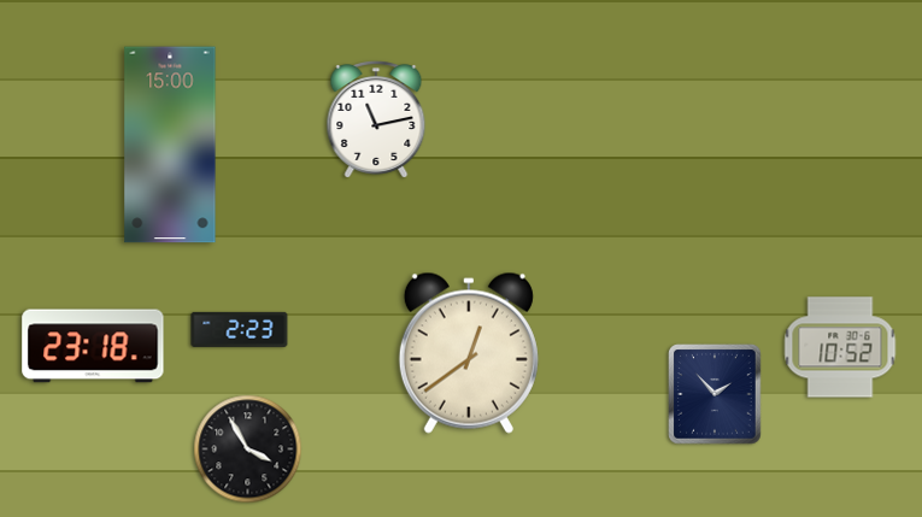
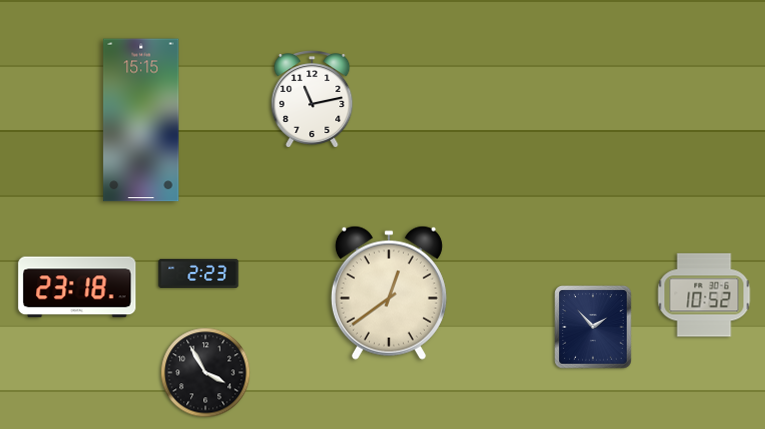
clock at (170, 145): 15:00 -> 15:15
clock at (840, 347) position: (840, 347) -> (704, 295)
